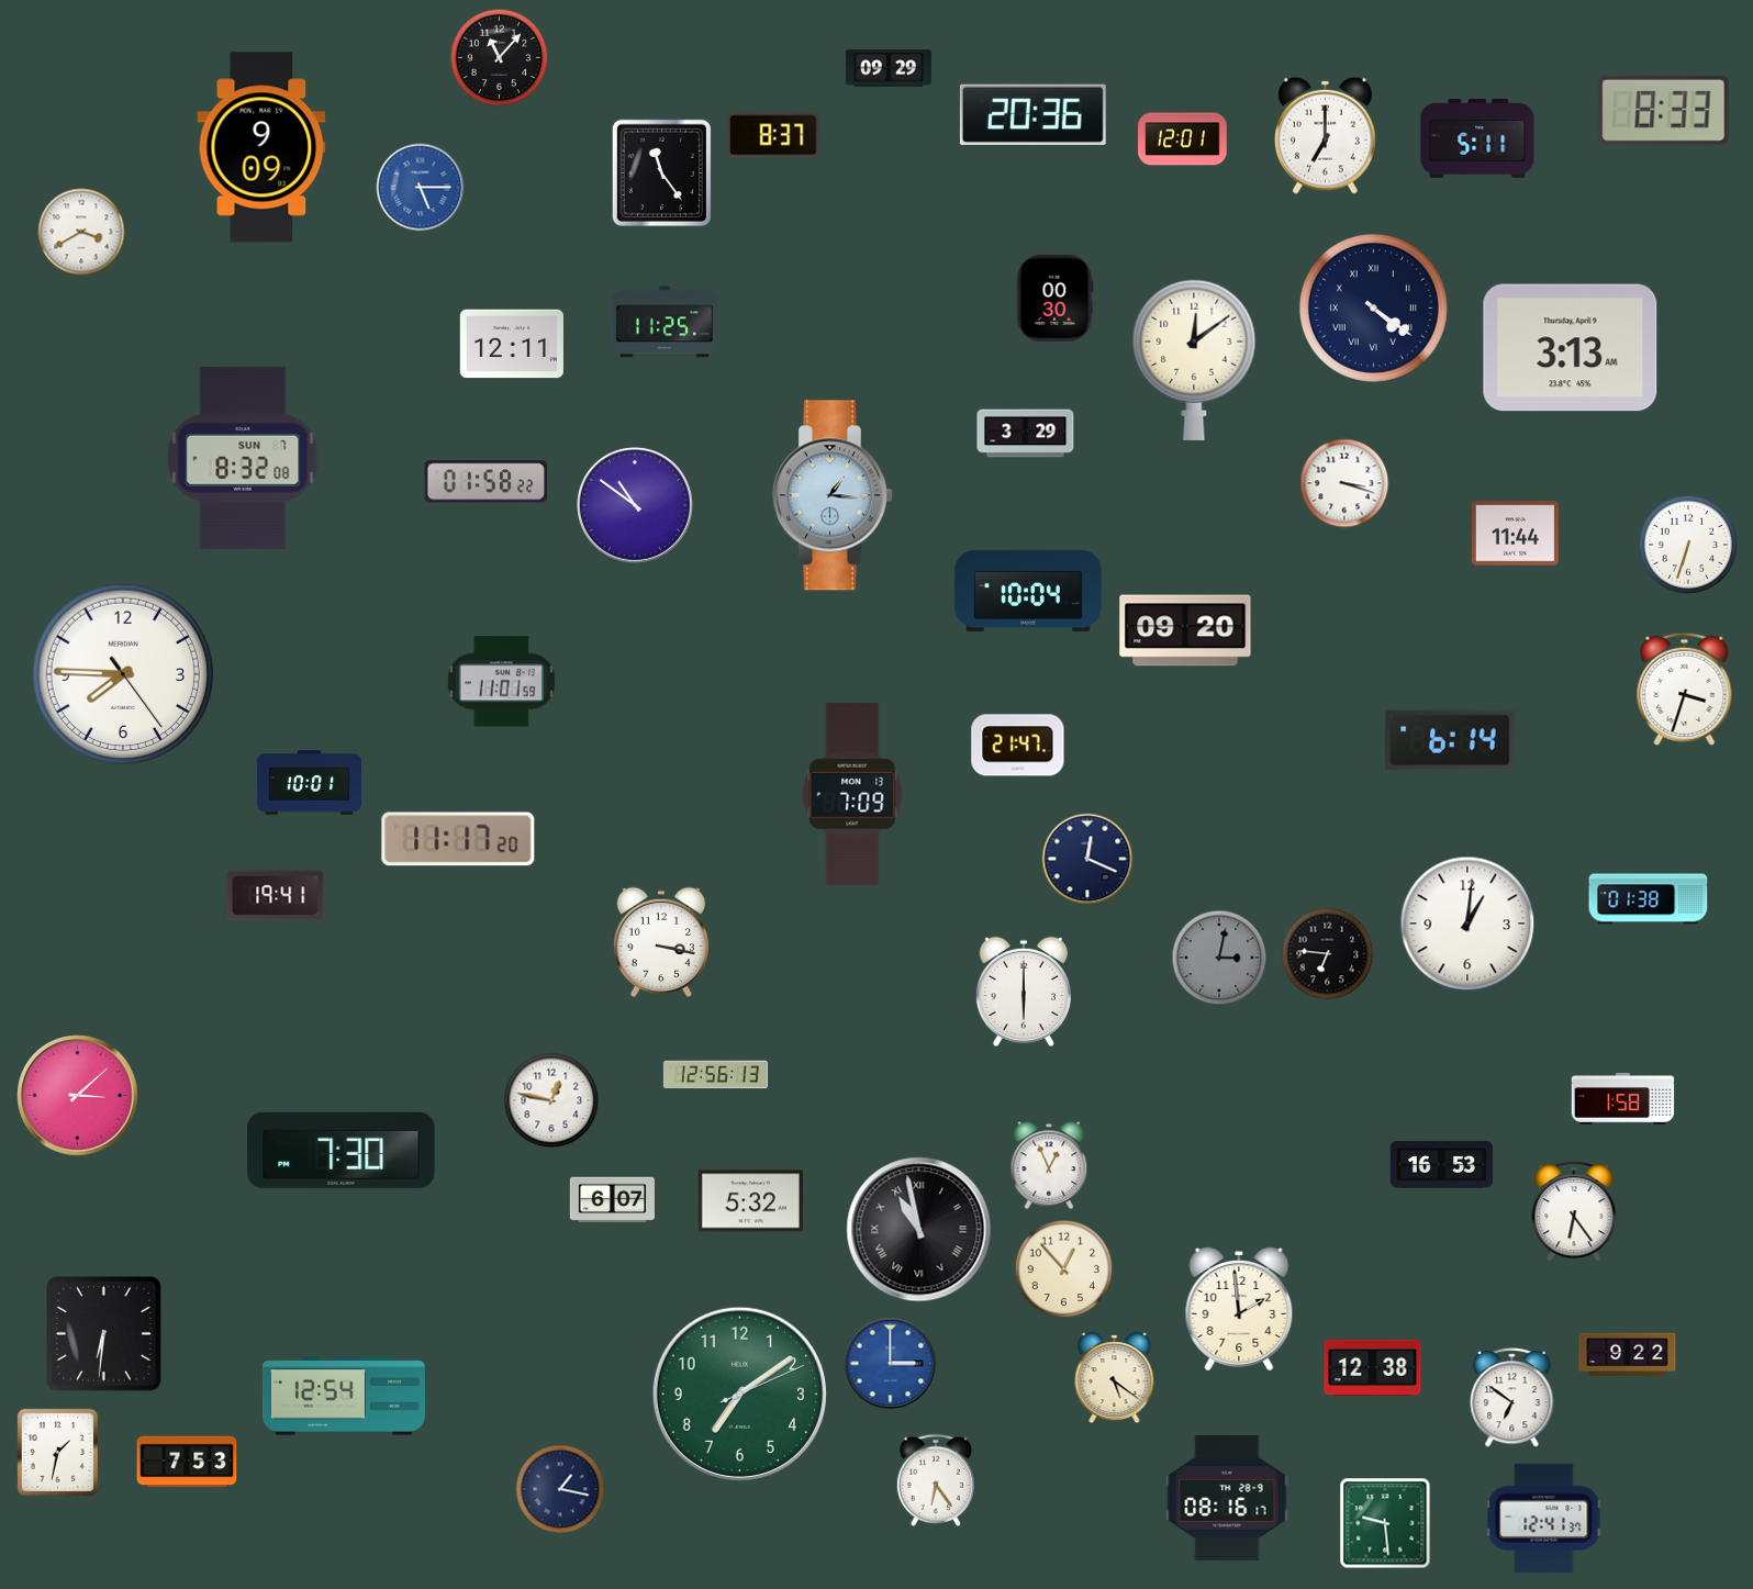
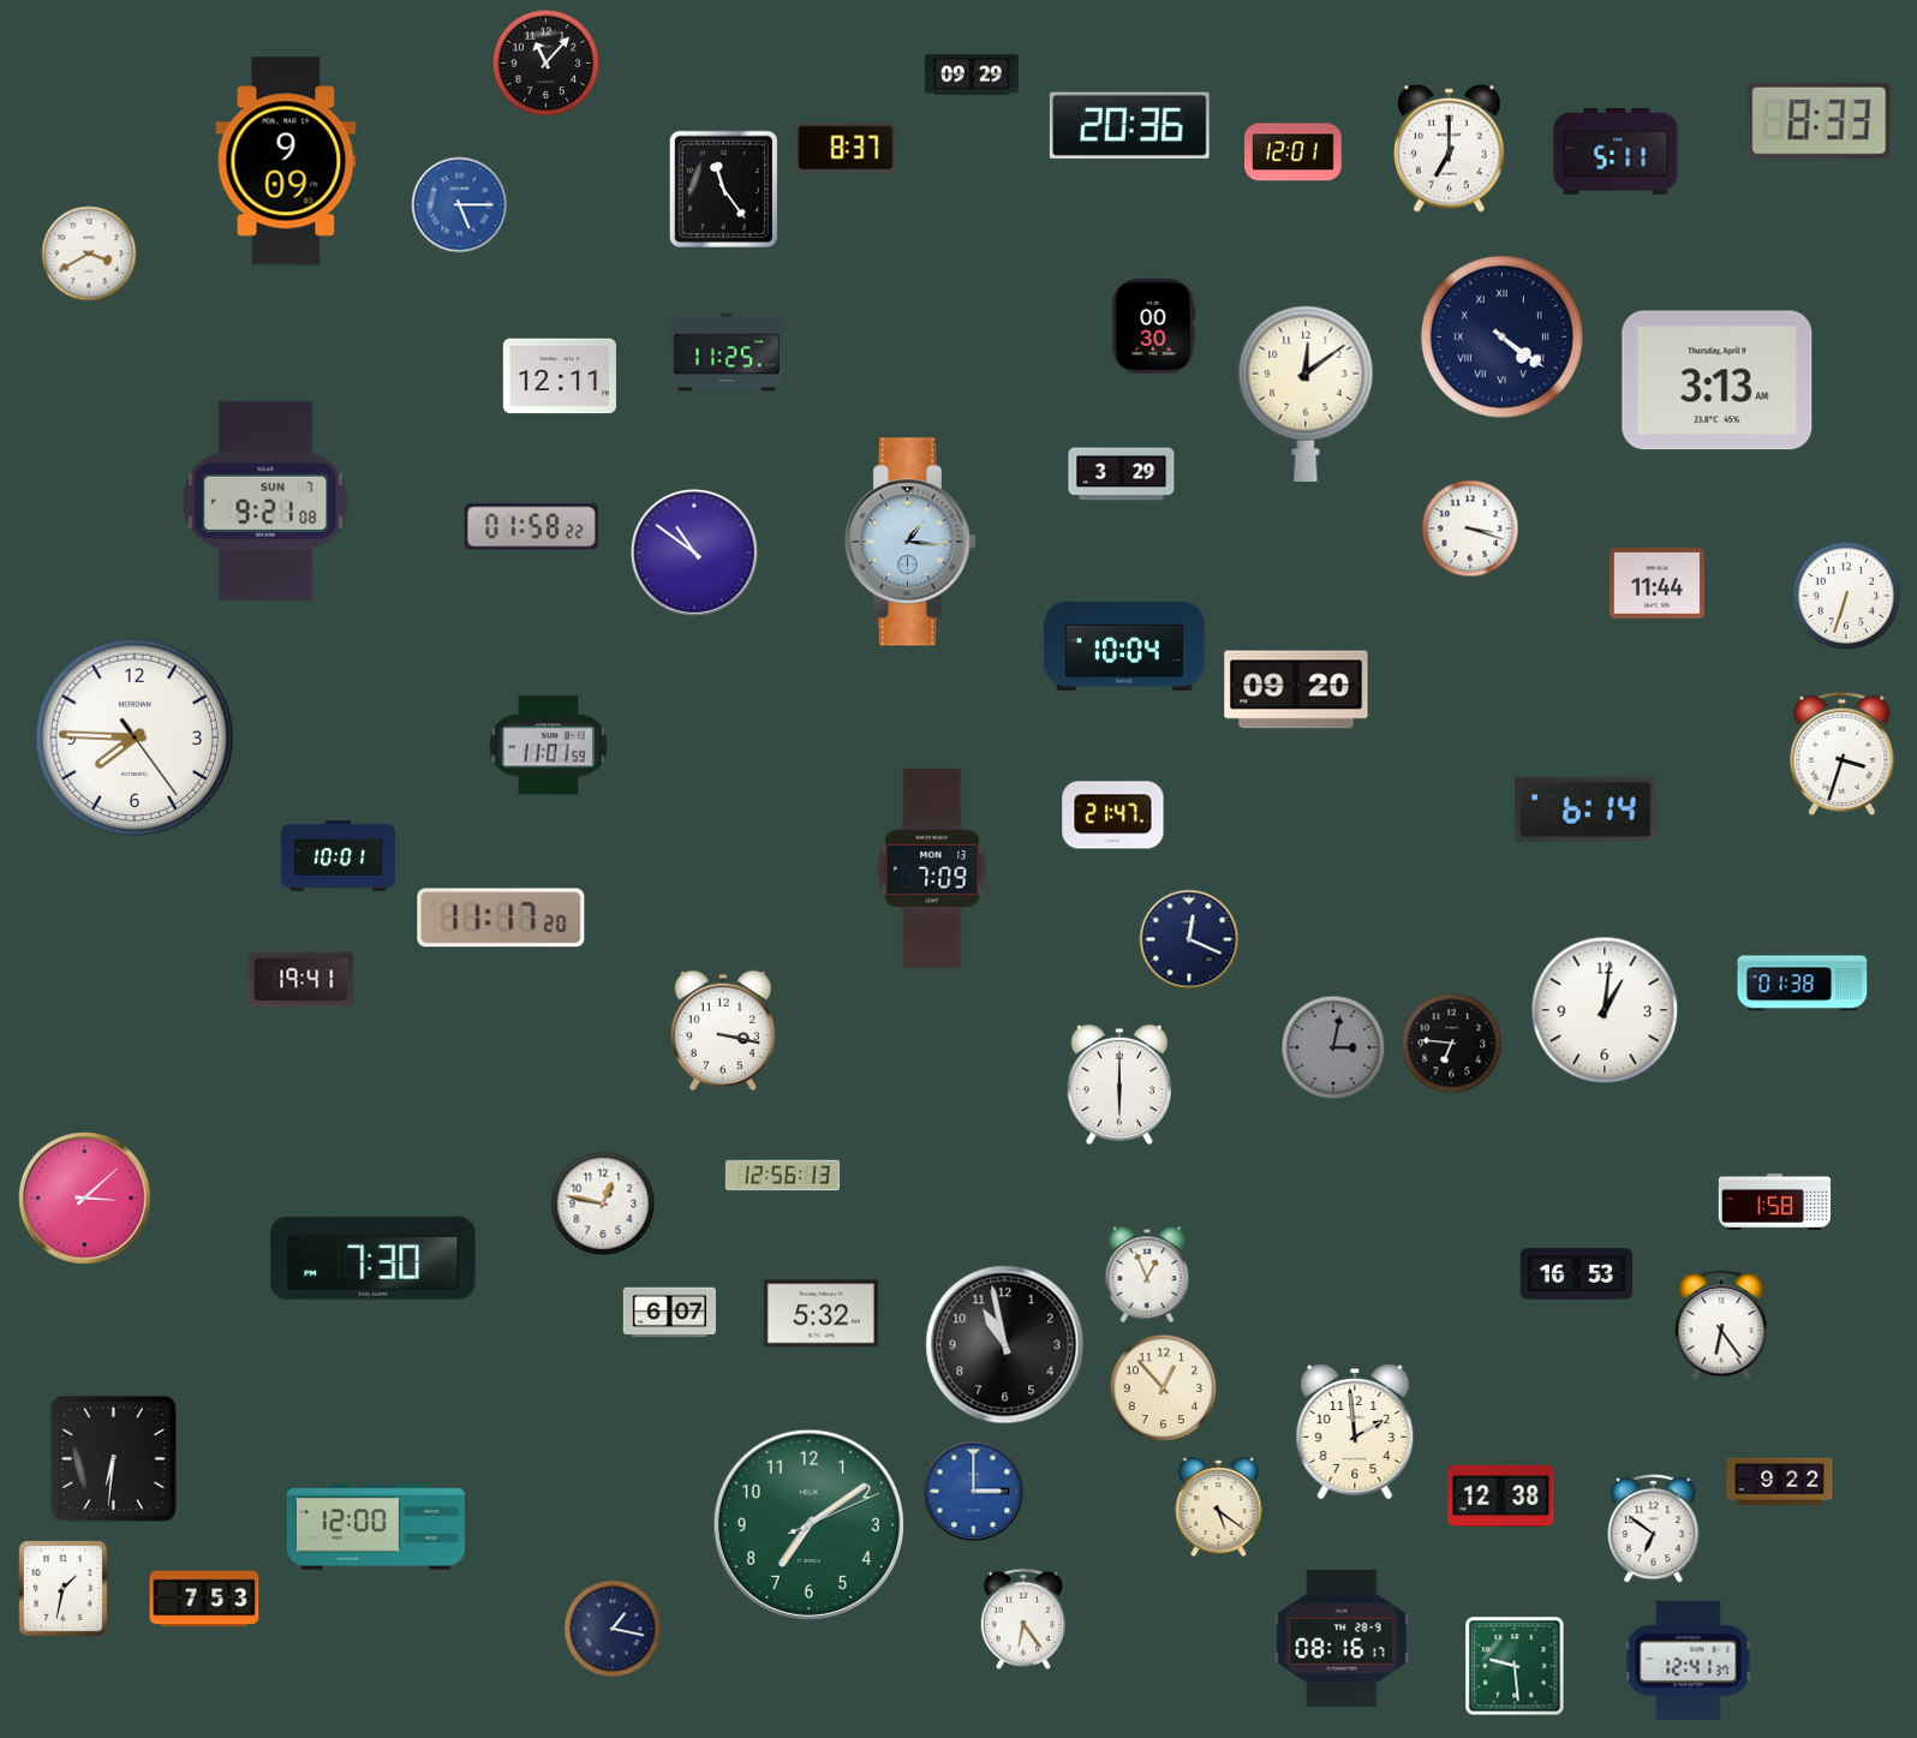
clock at (243, 458): 8:32 -> 9:21
clock at (919, 1230) numerals: Roman -> Arabic
clock at (344, 1396): 12:54 -> 12:00
